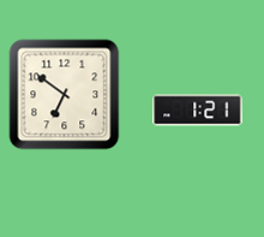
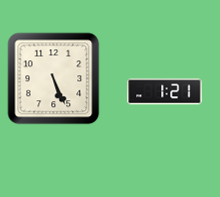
clock at (65, 95): 6:51 -> 5:26
